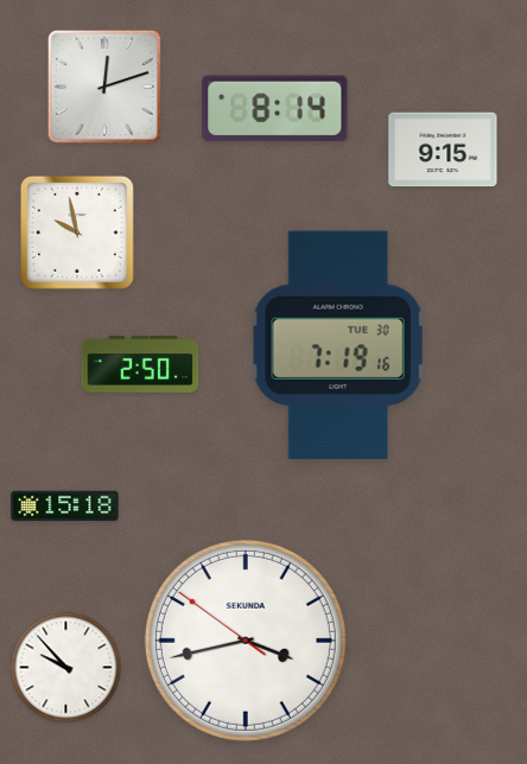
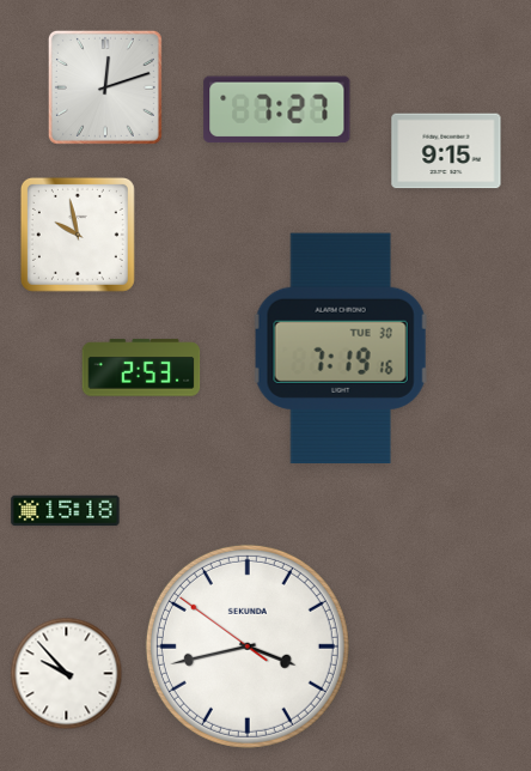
clock at (275, 109): 8:14 -> 7:27
clock at (140, 364): 2:50 -> 2:53
